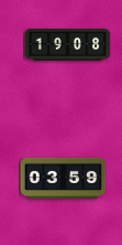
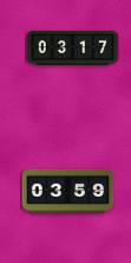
clock at (67, 44): 19:08 -> 03:17
